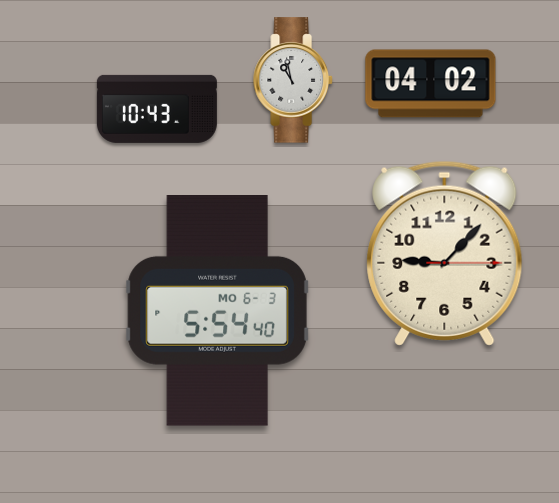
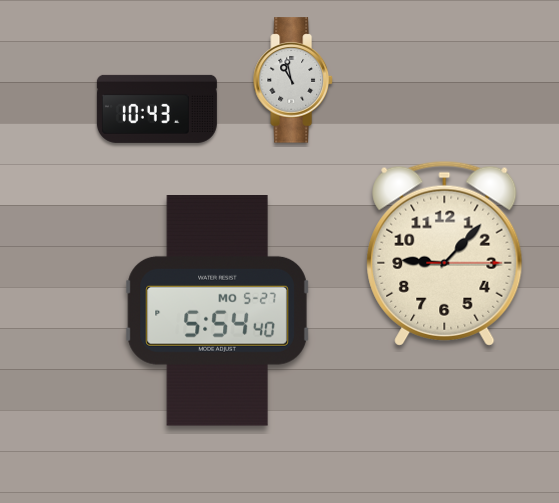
clock at (431, 84): 04:02 -> none
clock at (217, 311) date: MO 6-3 -> MO 5-27
